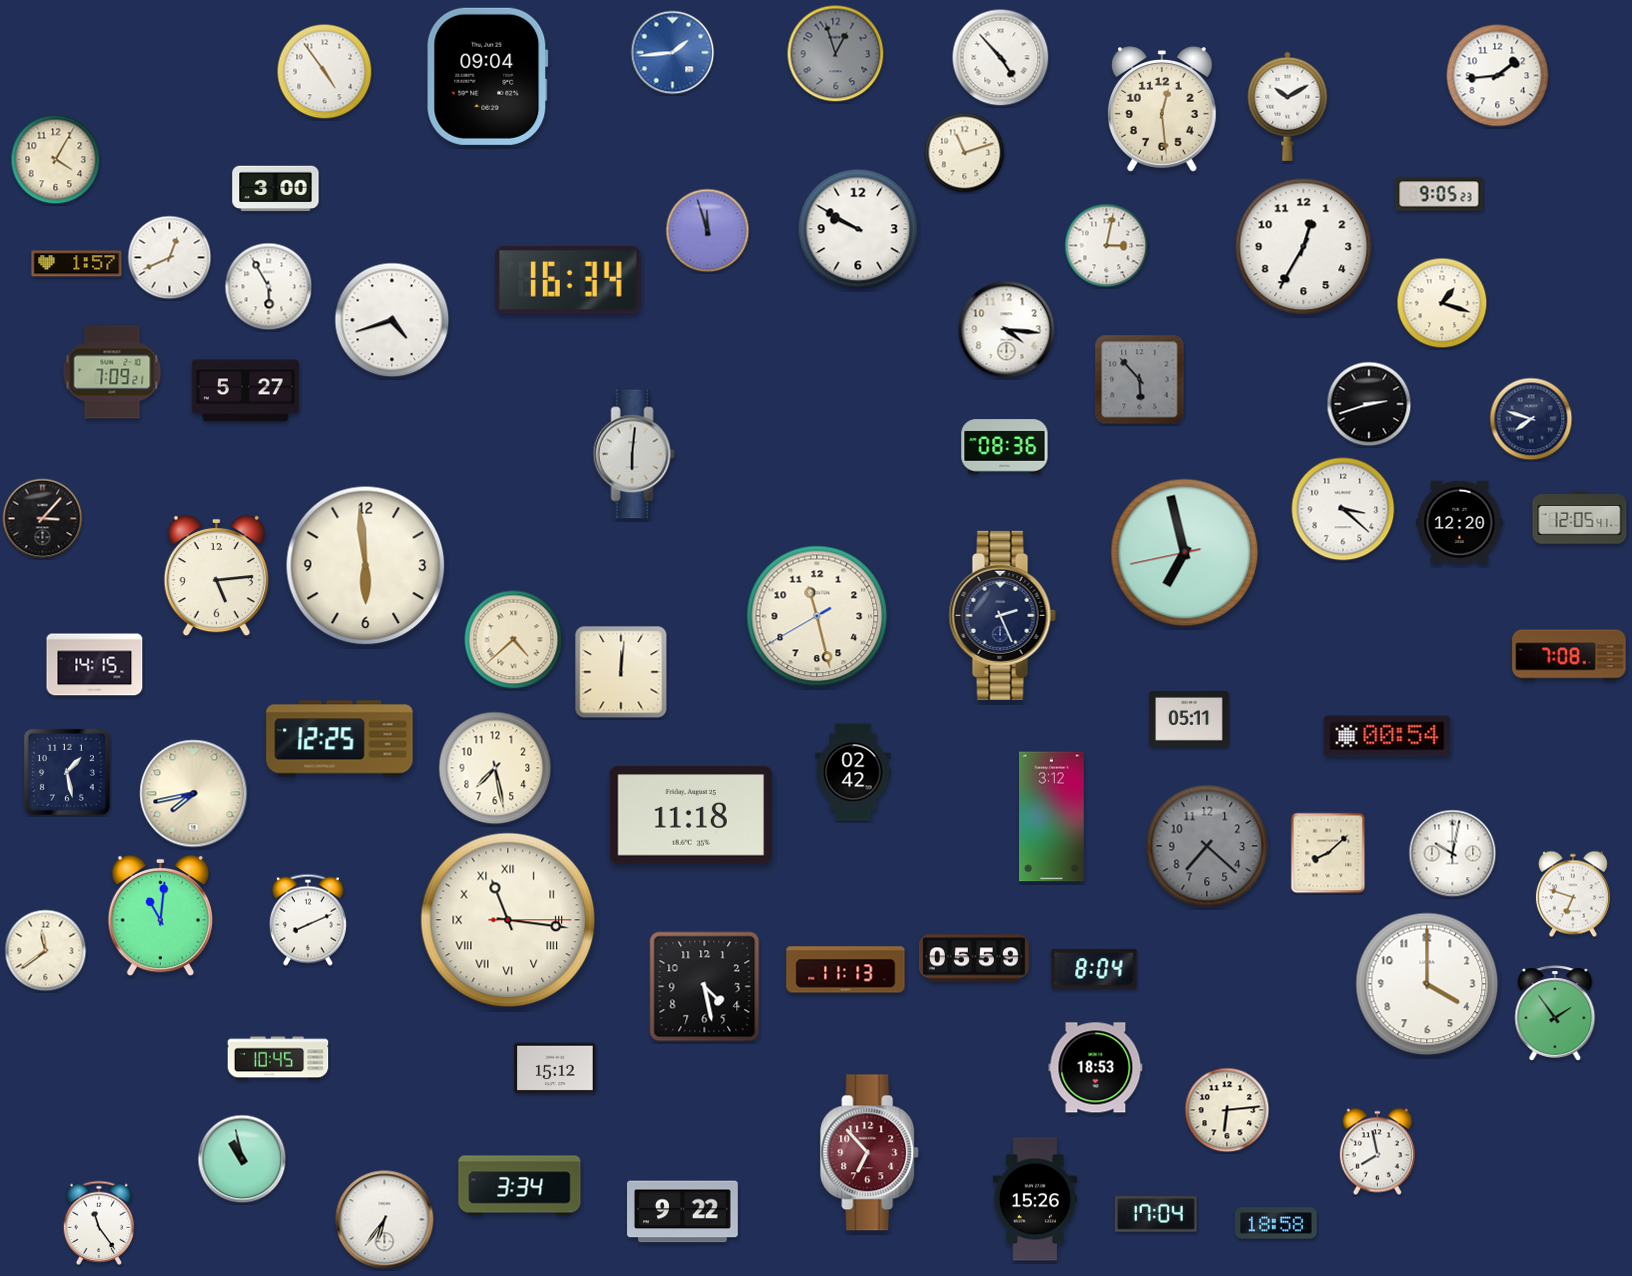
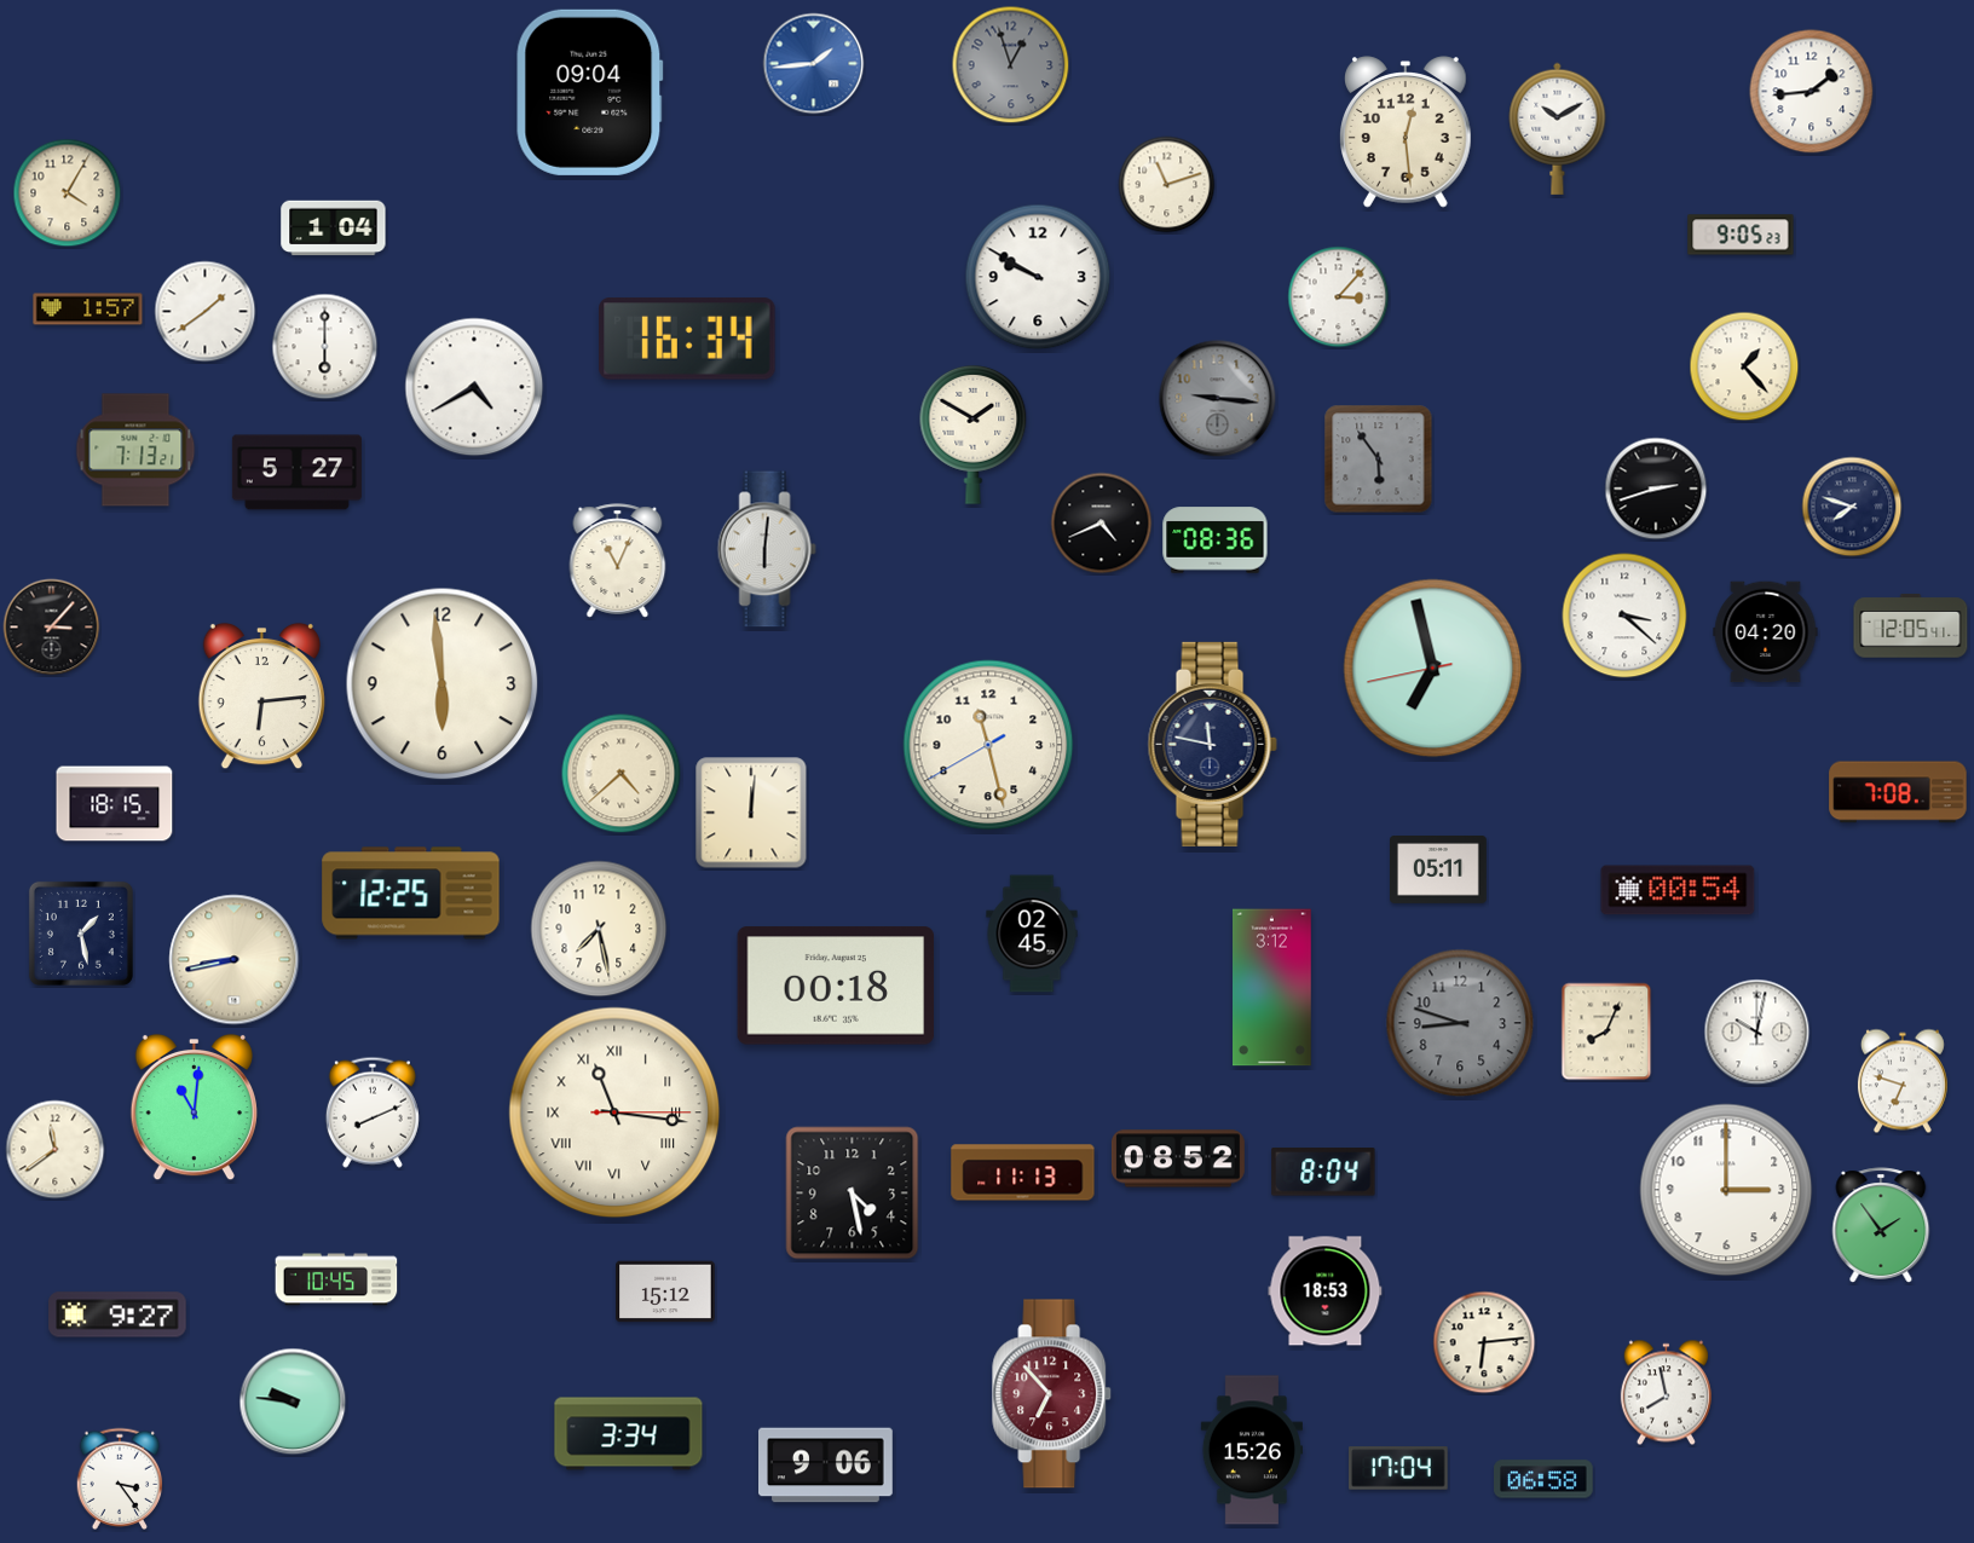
clock at (1001, 58): 4:53 -> none
clock at (325, 72): 4:54 -> none
clock at (276, 189): 3:00 -> 1:04
clock at (708, 231): 11:57 -> none
clock at (1107, 246): 3:02 -> 3:07
clock at (1304, 247): 12:35 -> none
clock at (170, 258): 12:41 -> 1:39
clock at (77, 264) position: (77, 264) -> (88, 310)
clock at (269, 287): 5:55 -> 6:00
clock at (1442, 303): 1:18 -> 1:23
clock at (392, 320): 4:42 -> 4:40
clock at (1007, 330): 4:16 -> 9:16
clock at (1007, 330) dial: white -> grey
clock at (974, 434): none -> 1:50
clock at (112, 372): 7:09 -> 7:13
clock at (1140, 380): 5:53 -> 5:54
clock at (1102, 524): none -> 4:41
clock at (618, 561): none -> 11:04
clock at (1460, 523): 12:20 -> 04:20
clock at (216, 576): 5:14 -> 6:14
clock at (1002, 615): 2:26 -> 11:47
clock at (95, 665): 14:15 -> 18:15
clock at (853, 772): 02:42 -> 02:45
clock at (194, 794): 7:43 -> 8:43
clock at (691, 815): 11:18 -> 00:18
clock at (1207, 846): 7:22 -> 8:48
clock at (1328, 853): 8:08 -> 8:04
clock at (974, 958): 05:59 -> 08:52
clock at (1427, 984): 4:00 -> 3:00
clock at (555, 1068) position: (555, 1068) -> (665, 1291)
clock at (117, 1314): none -> 9:27
clock at (242, 1159): 10:58 -> 9:46
clock at (683, 1212): 9:22 -> 9:06
clock at (385, 1220): 6:36 -> none
clock at (99, 1222): 11:24 -> 3:24
clock at (1276, 1223): 18:58 -> 06:58
